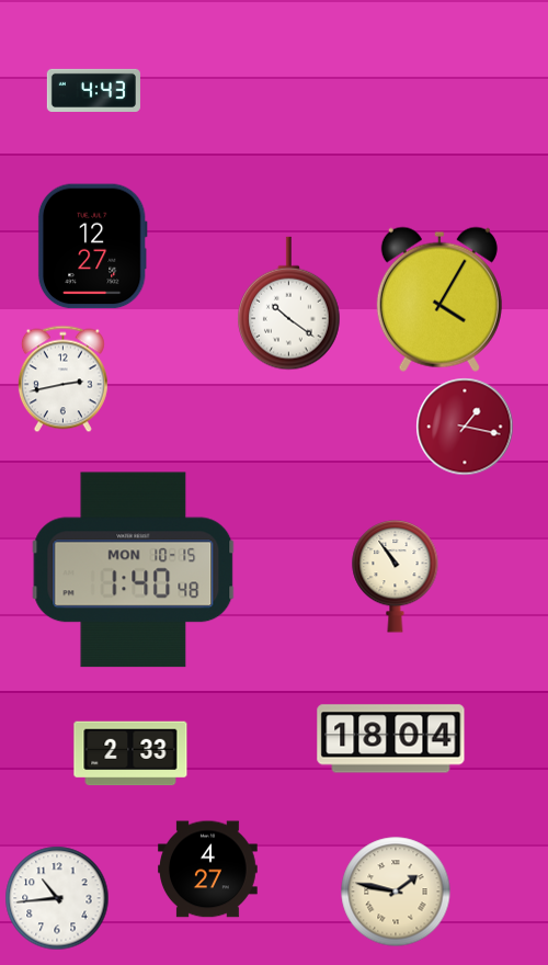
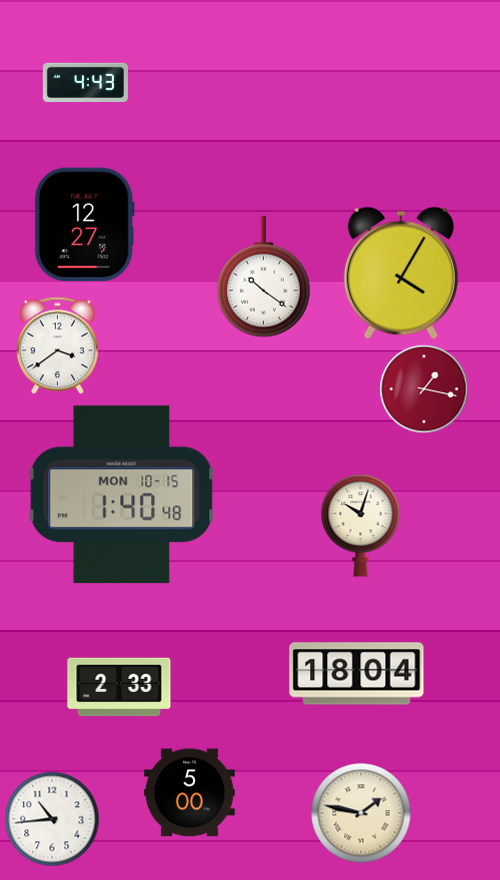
clock at (62, 379): 2:43 -> 3:39
clock at (134, 570) position: (134, 570) -> (122, 495)
clock at (396, 577): 10:54 -> 10:03
clock at (208, 870): 4:27 -> 5:00
